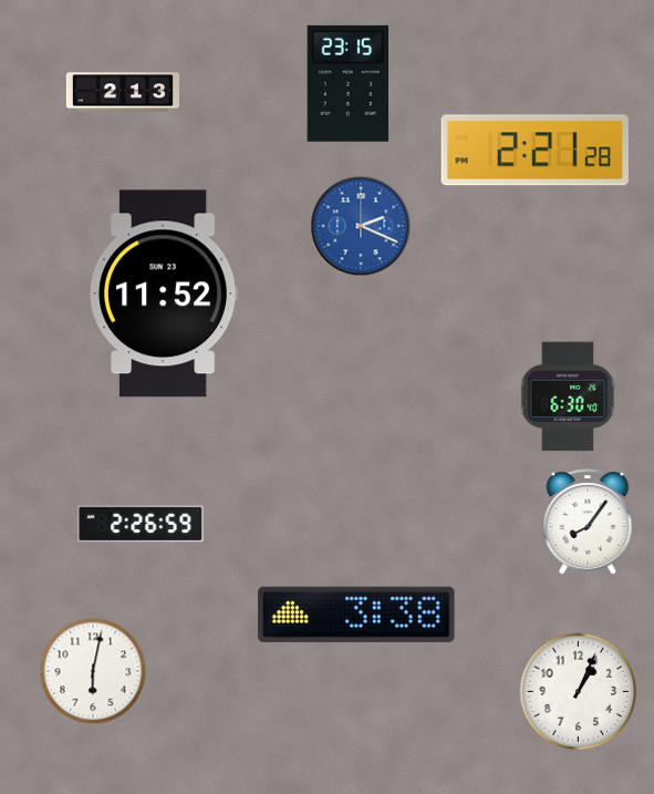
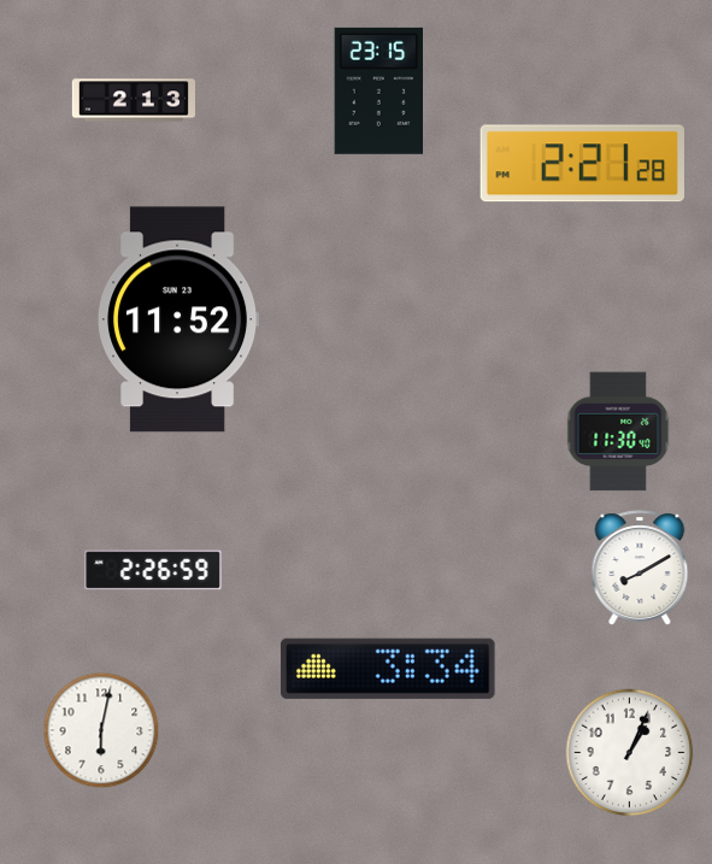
clock at (361, 226): 2:19 -> none
clock at (568, 396): 6:30 -> 11:30
clock at (588, 522): 8:06 -> 8:10
clock at (357, 615): 3:38 -> 3:34
